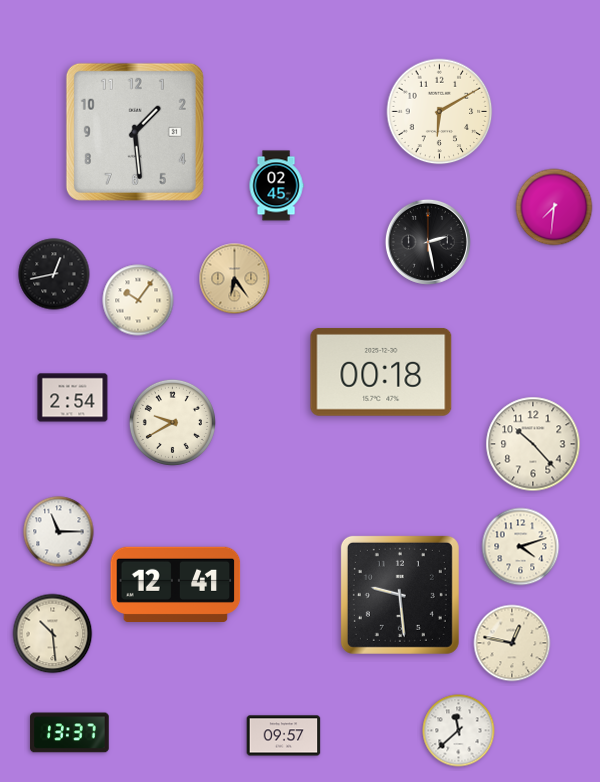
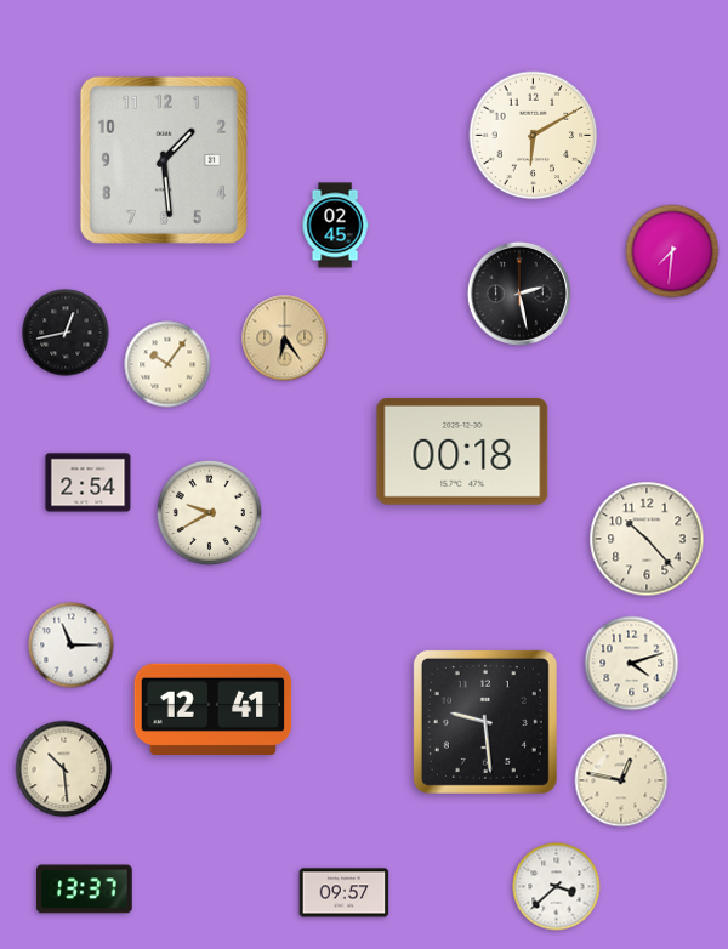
clock at (459, 731): 11:38 -> 3:38
